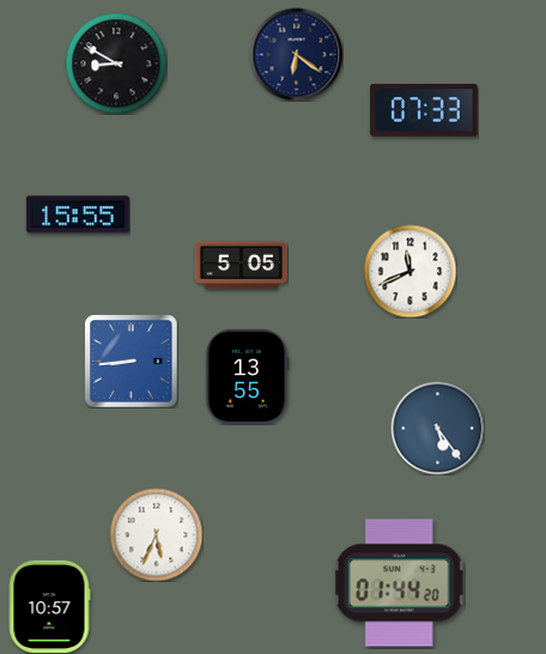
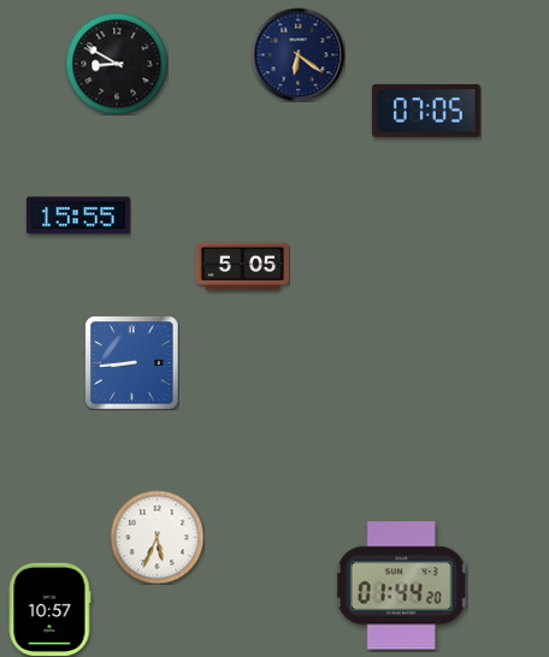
clock at (424, 110): 07:33 -> 07:05
clock at (409, 271): 11:41 -> none
clock at (247, 376): 13:55 -> none
clock at (437, 428): 5:24 -> none
